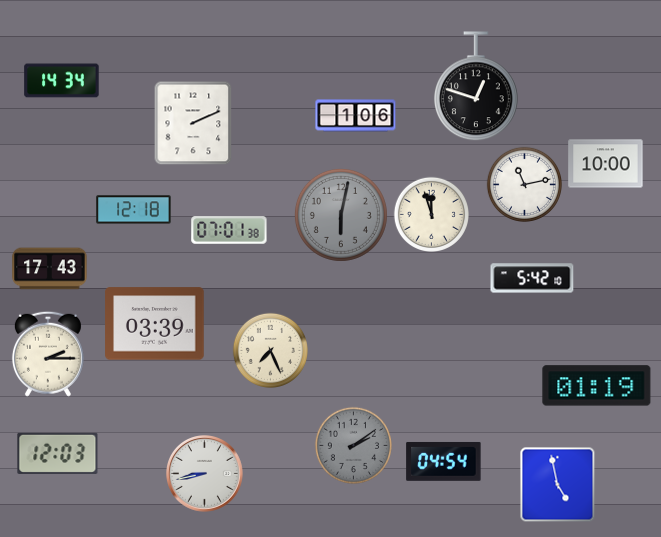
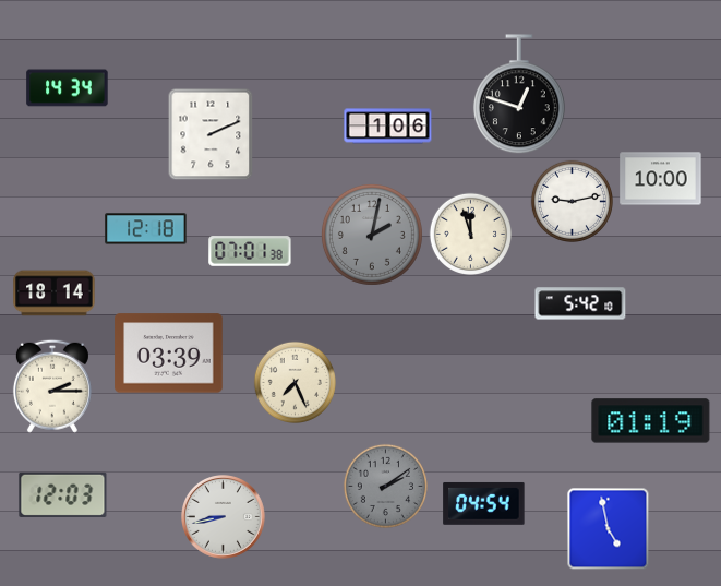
clock at (524, 184): 11:13 -> 9:13
clock at (341, 215): 6:02 -> 2:02
clock at (50, 269): 17:43 -> 18:14
